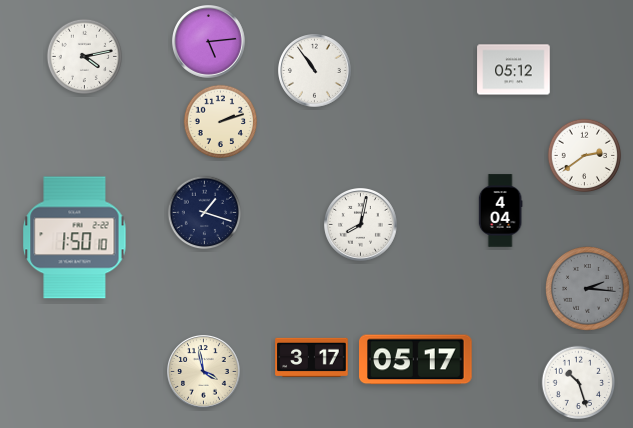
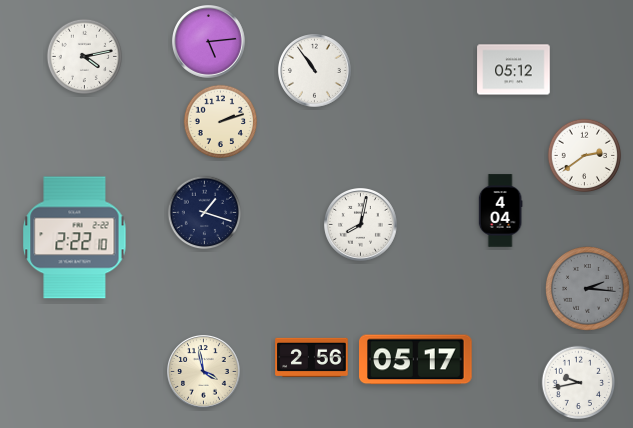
clock at (75, 238): 1:50 -> 2:22
clock at (312, 357): 3:17 -> 2:56
clock at (579, 383): 10:27 -> 9:43
